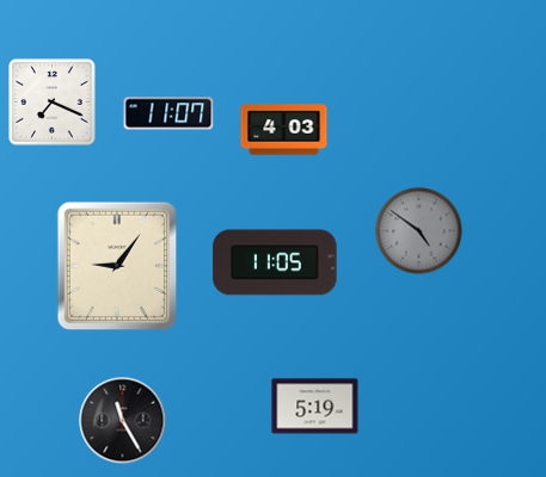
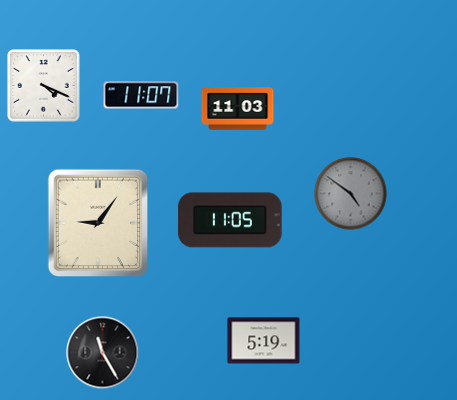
clock at (53, 103): 7:19 -> 4:19
clock at (284, 130): 4:03 -> 11:03
